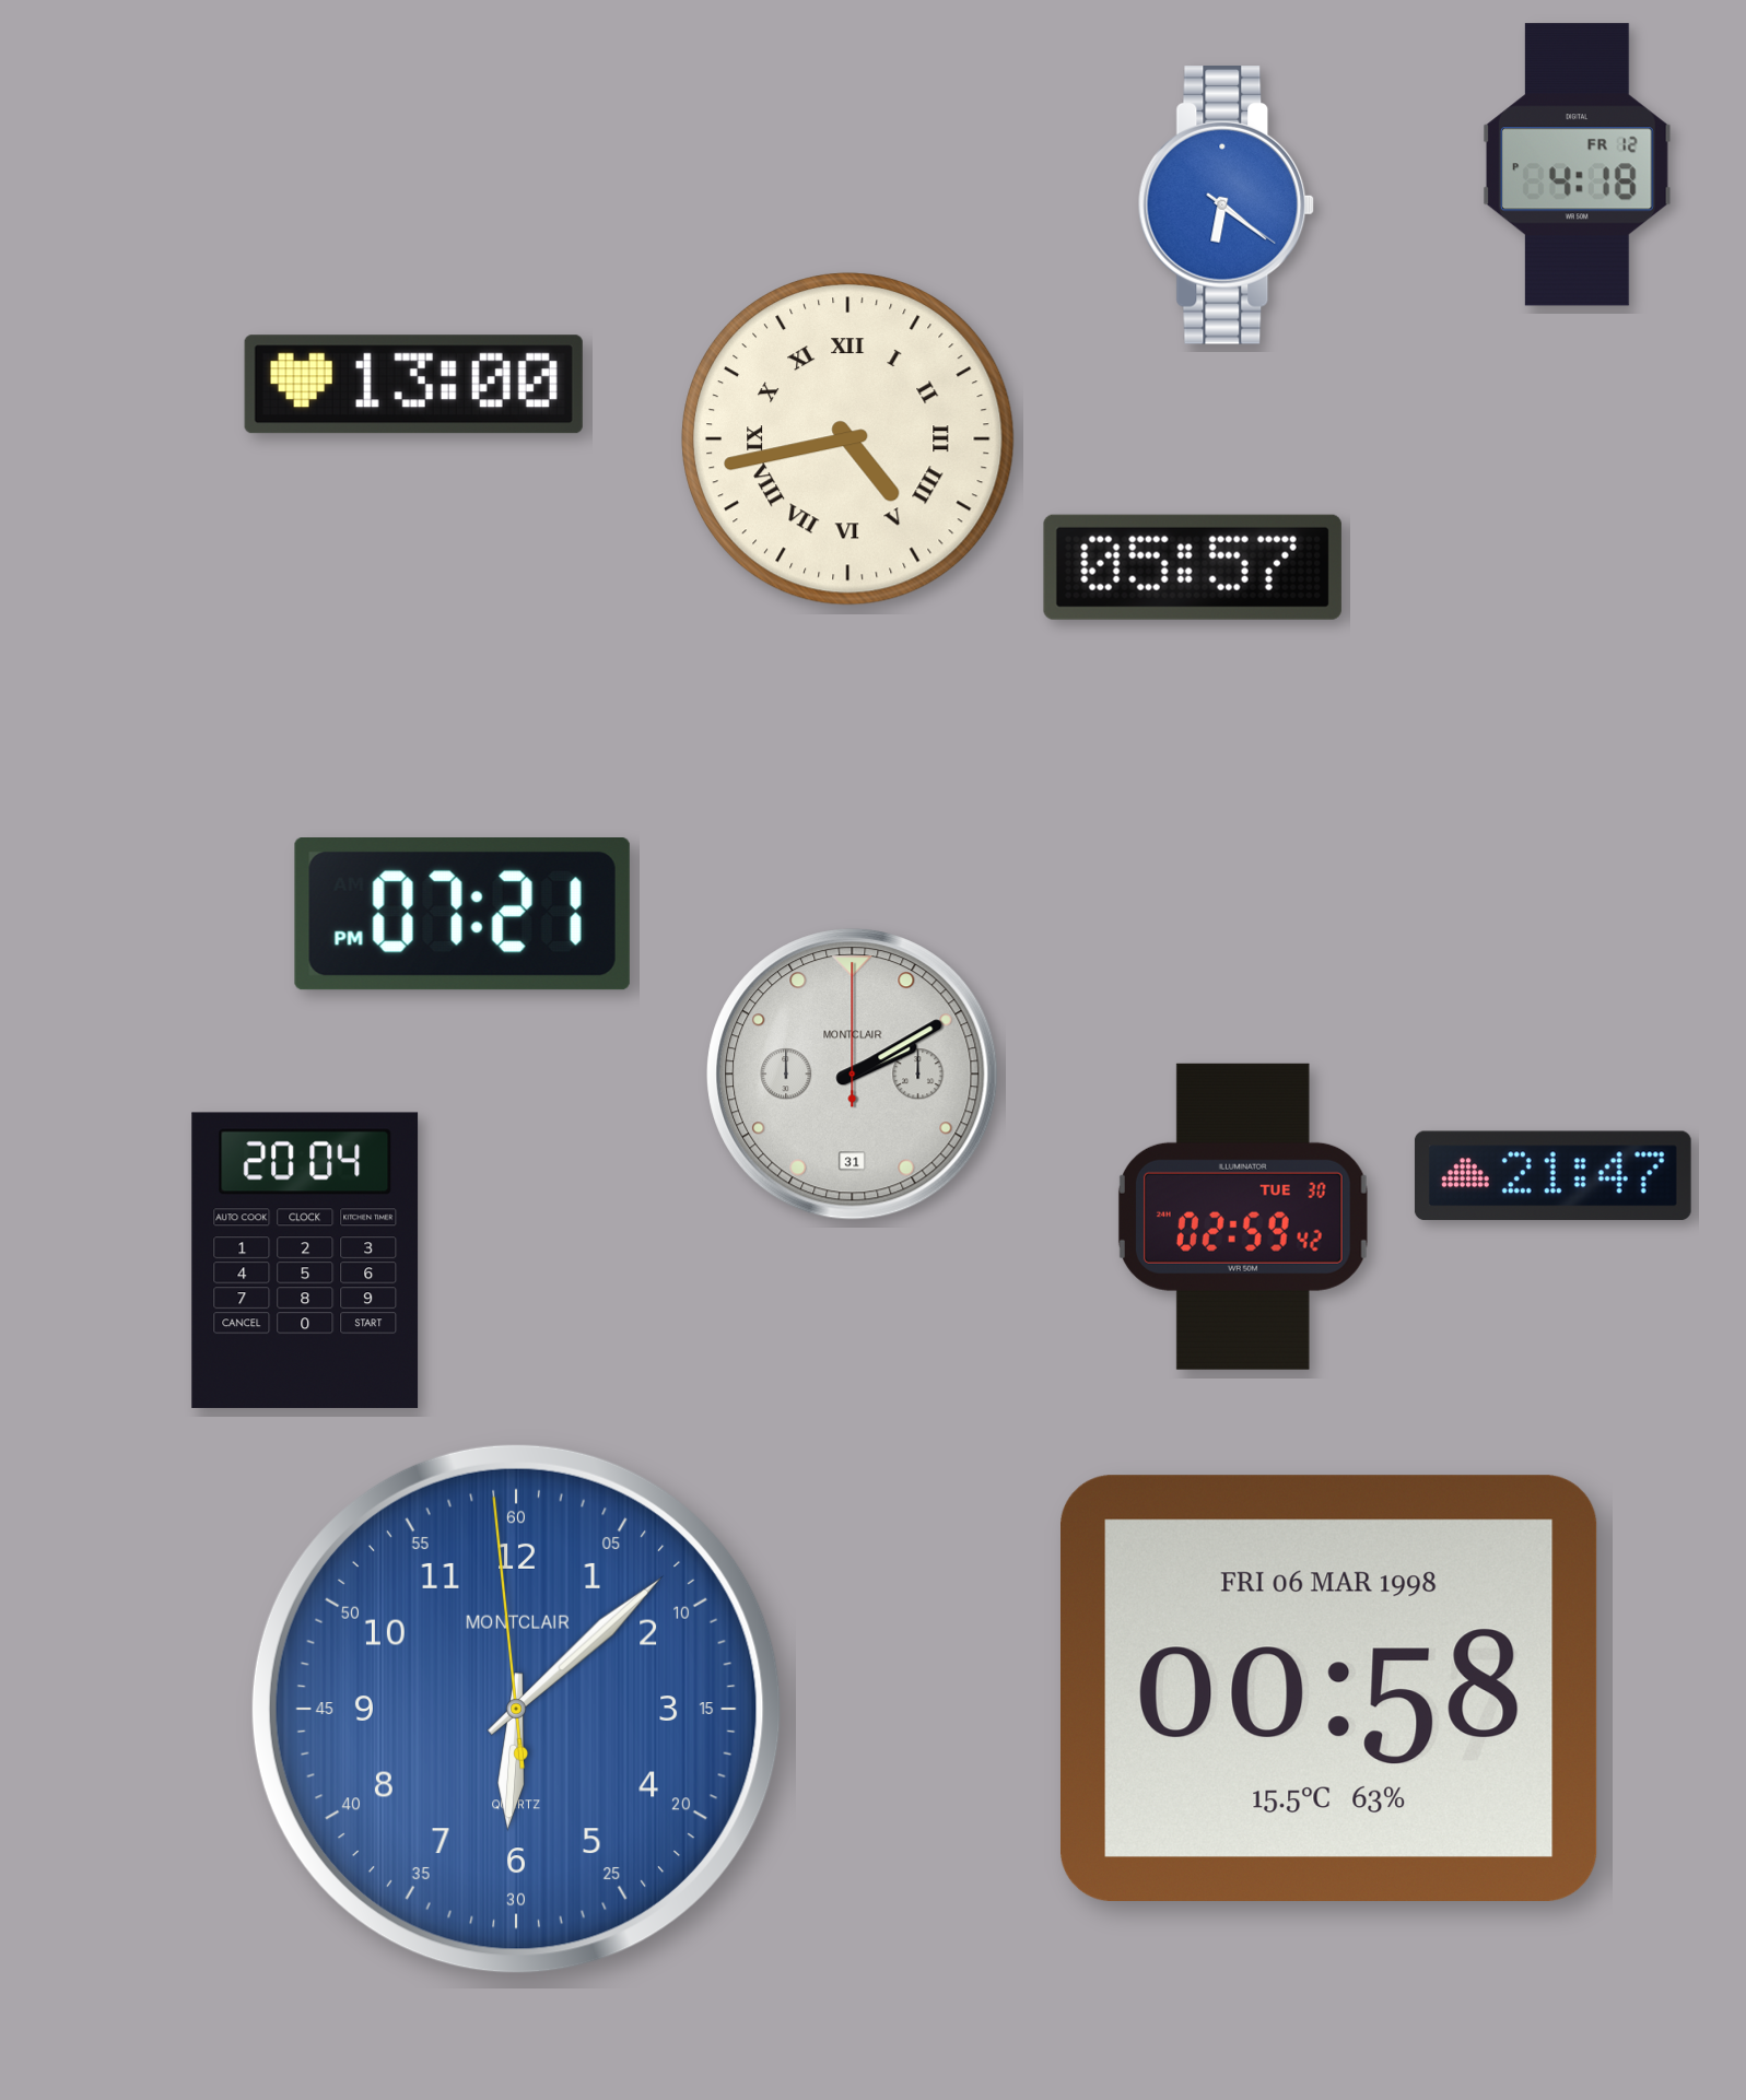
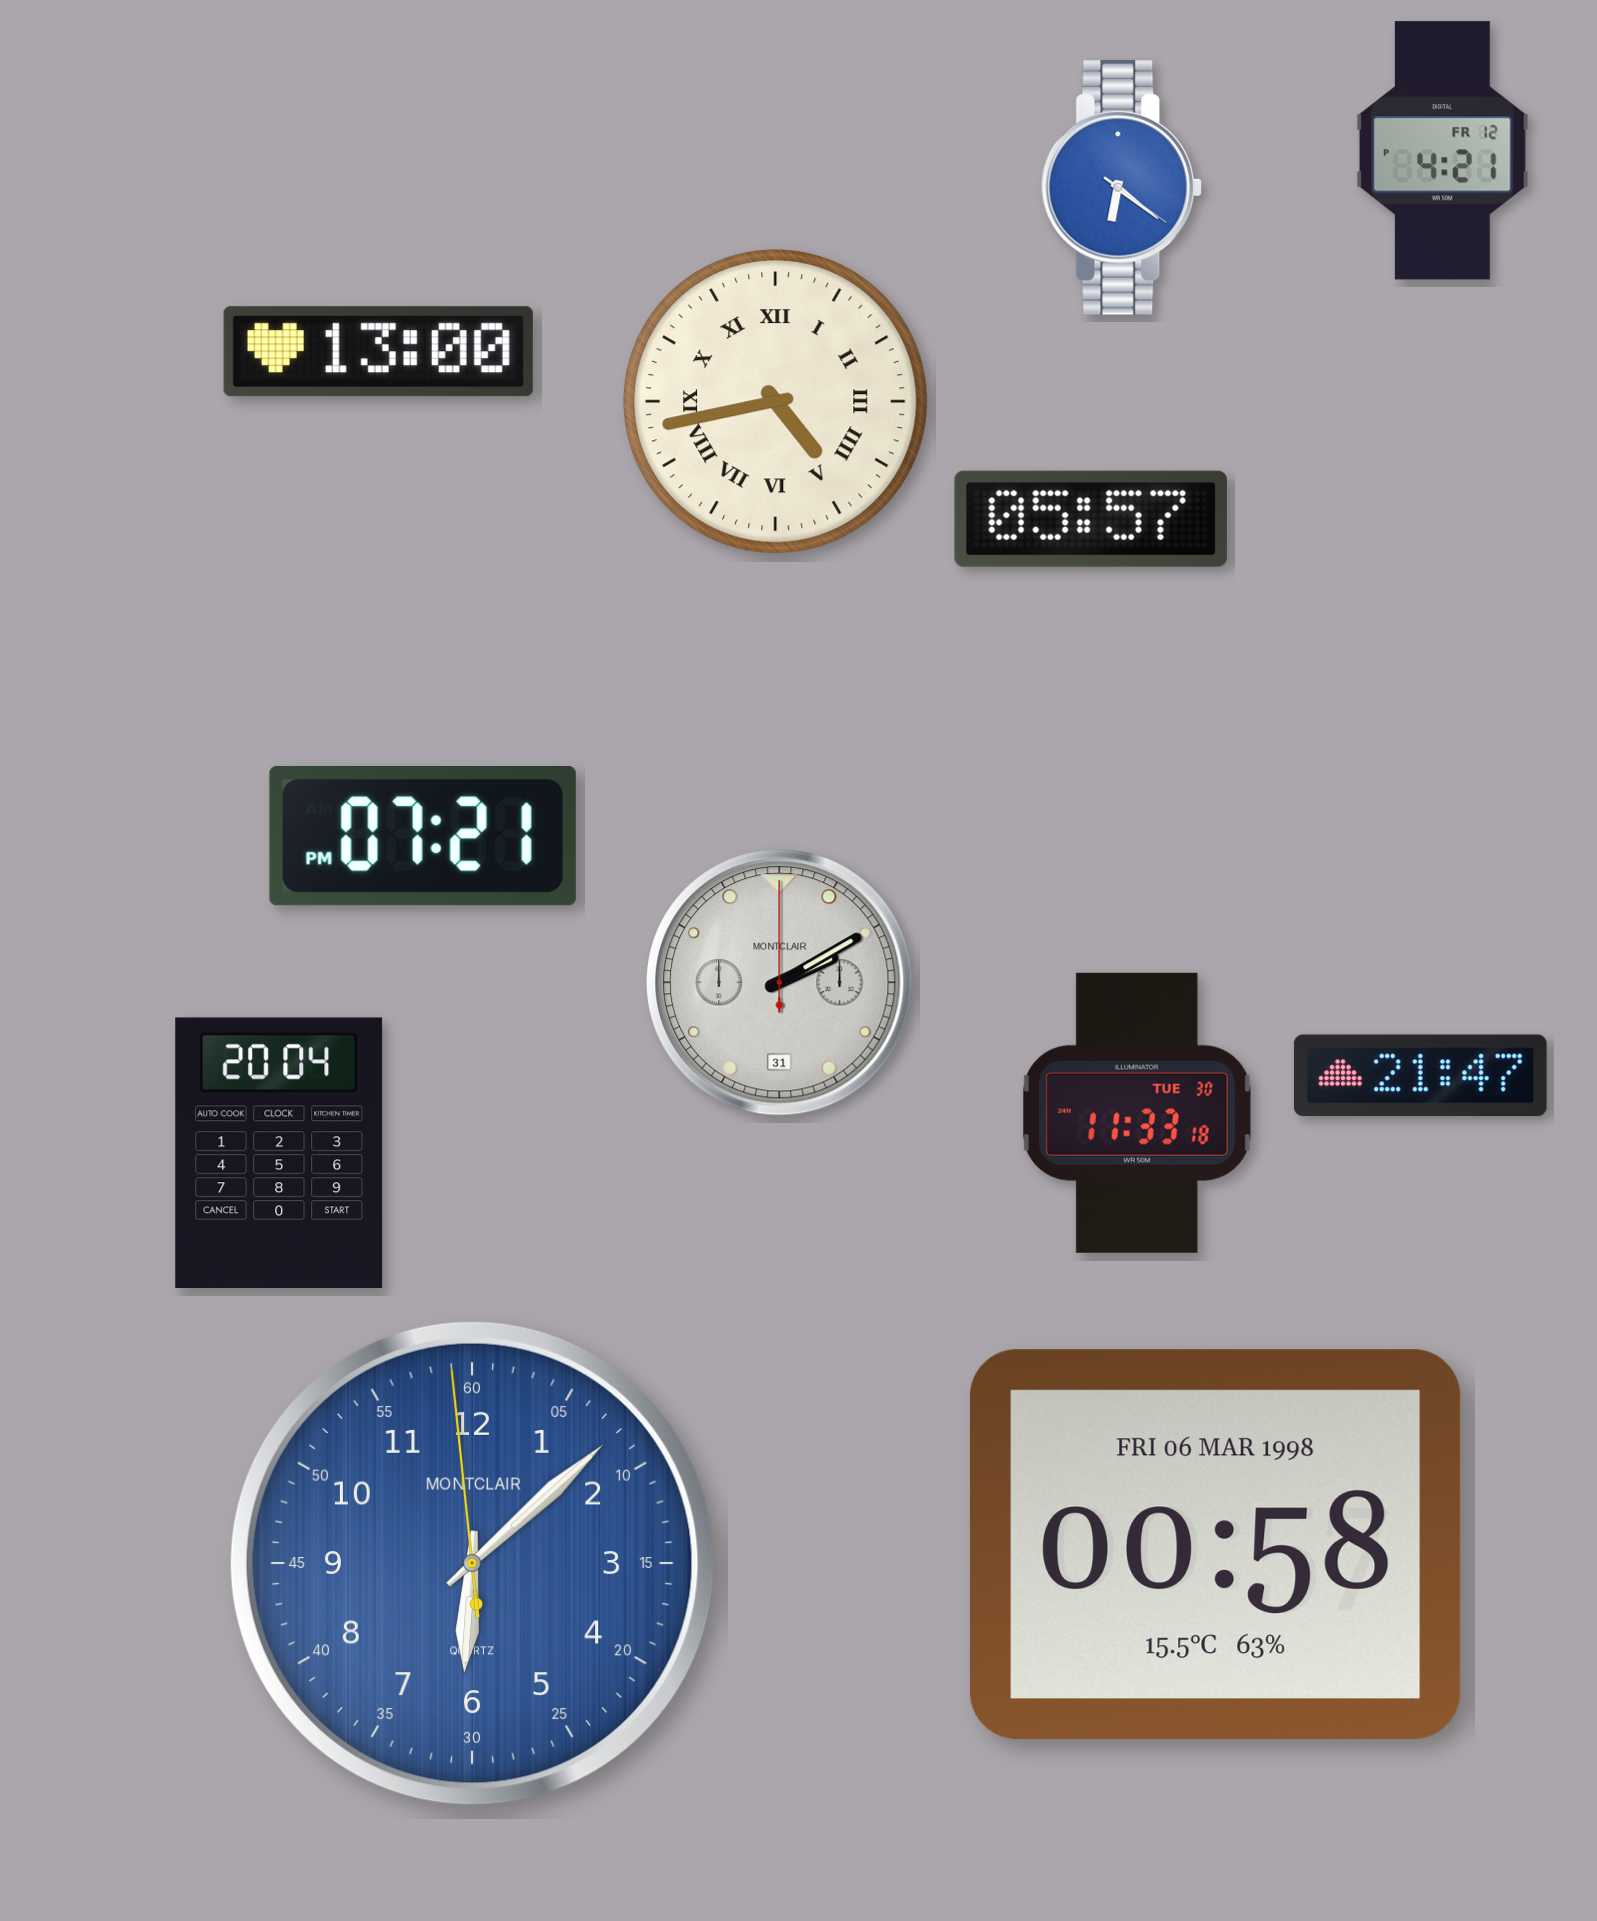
clock at (1577, 165): 4:18 -> 4:21
clock at (1243, 1217): 02:59 -> 11:33
